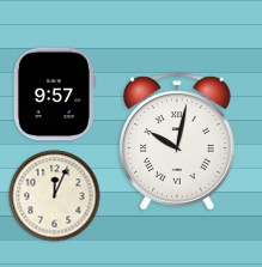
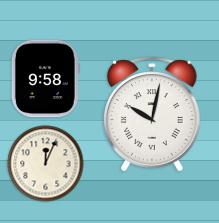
clock at (54, 95): 9:57 -> 9:58
clock at (178, 141) position: (178, 141) -> (153, 114)
